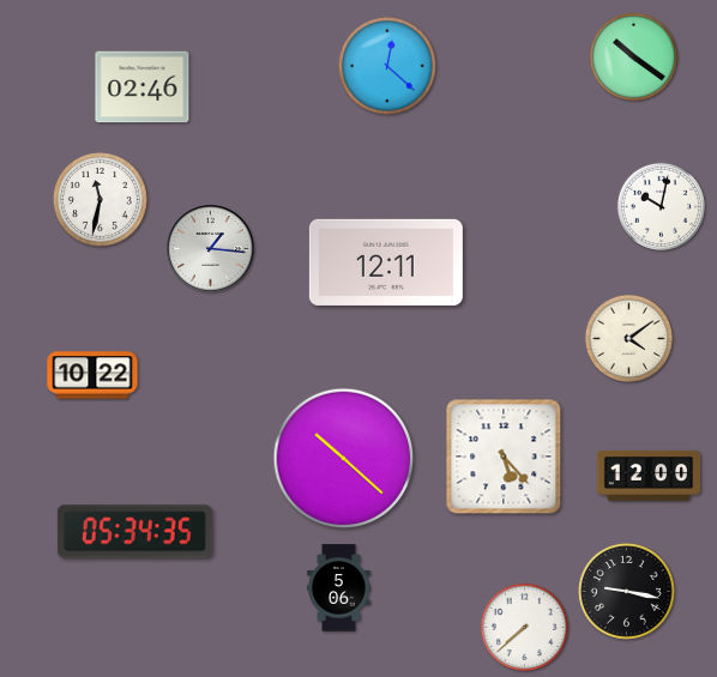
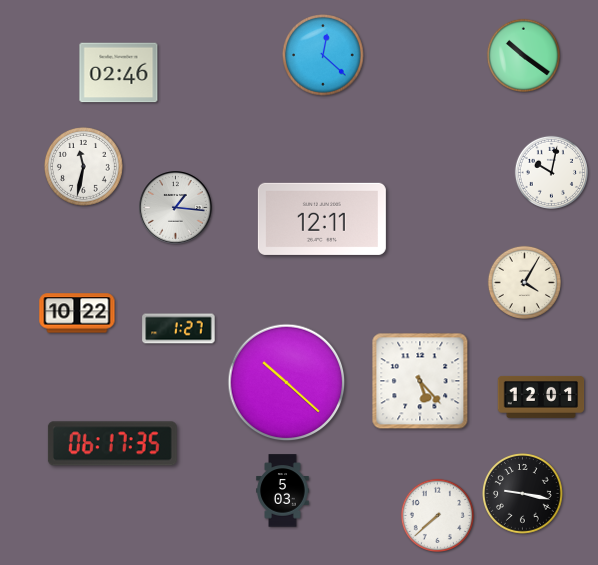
clock at (633, 56) position: (633, 56) -> (523, 55)
clock at (628, 338): 4:09 -> 4:05
clock at (179, 329): none -> 1:27
clock at (649, 476): 12:00 -> 12:01
clock at (134, 532): 05:34 -> 06:17
clock at (339, 588): 5:06 -> 5:03
clock at (524, 627) position: (524, 627) -> (437, 515)
